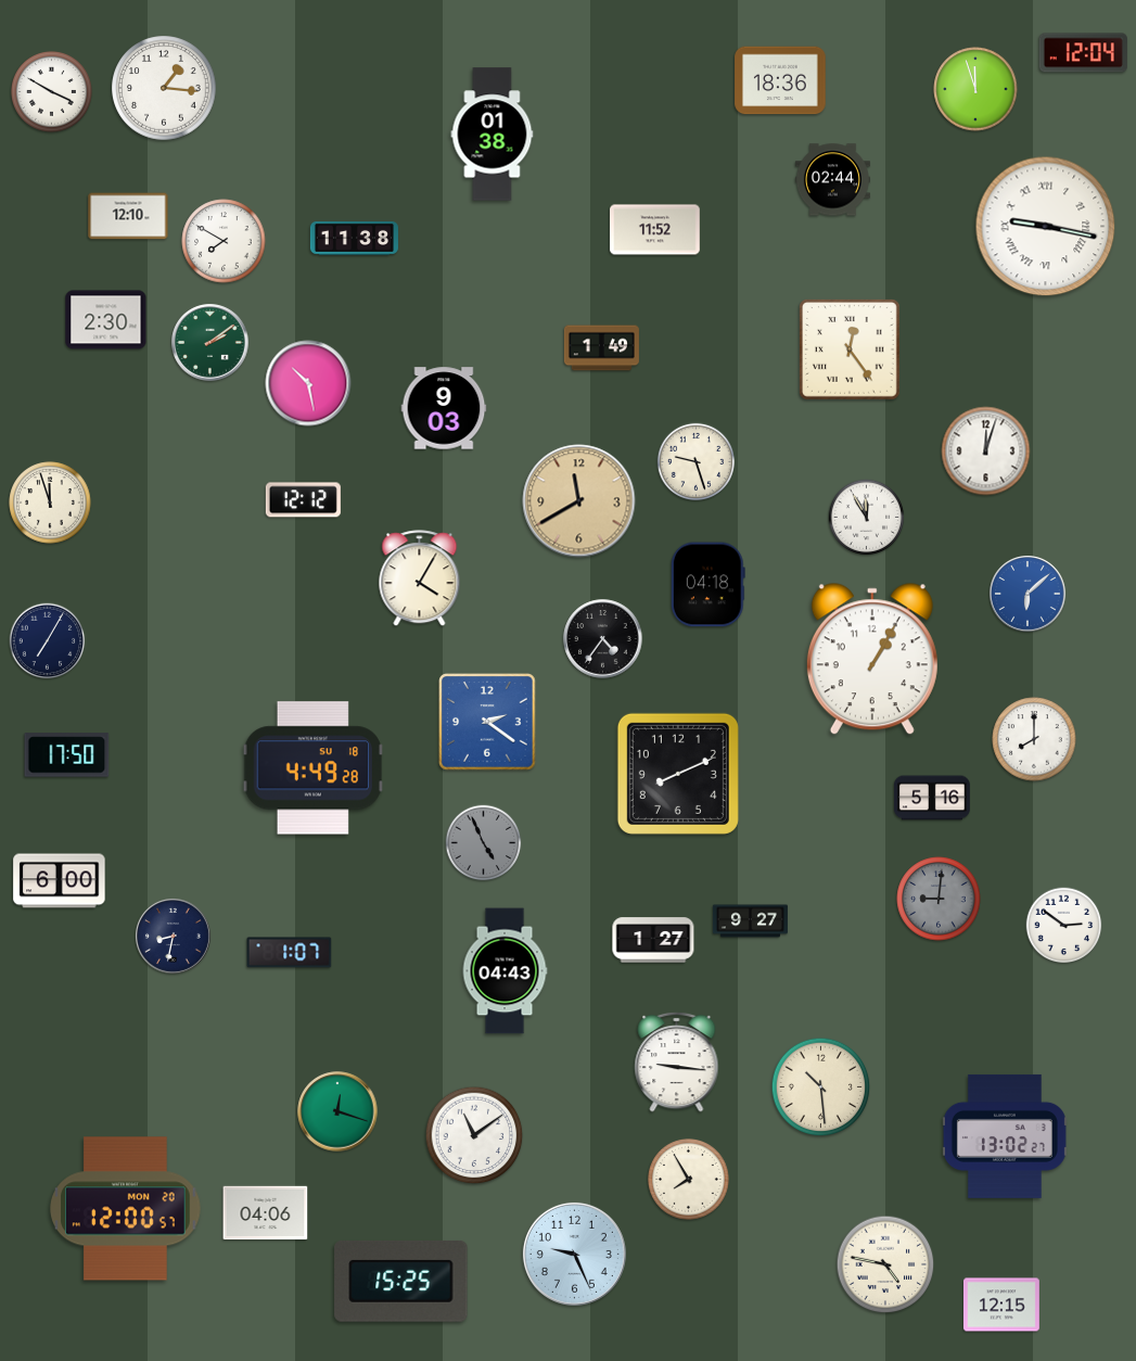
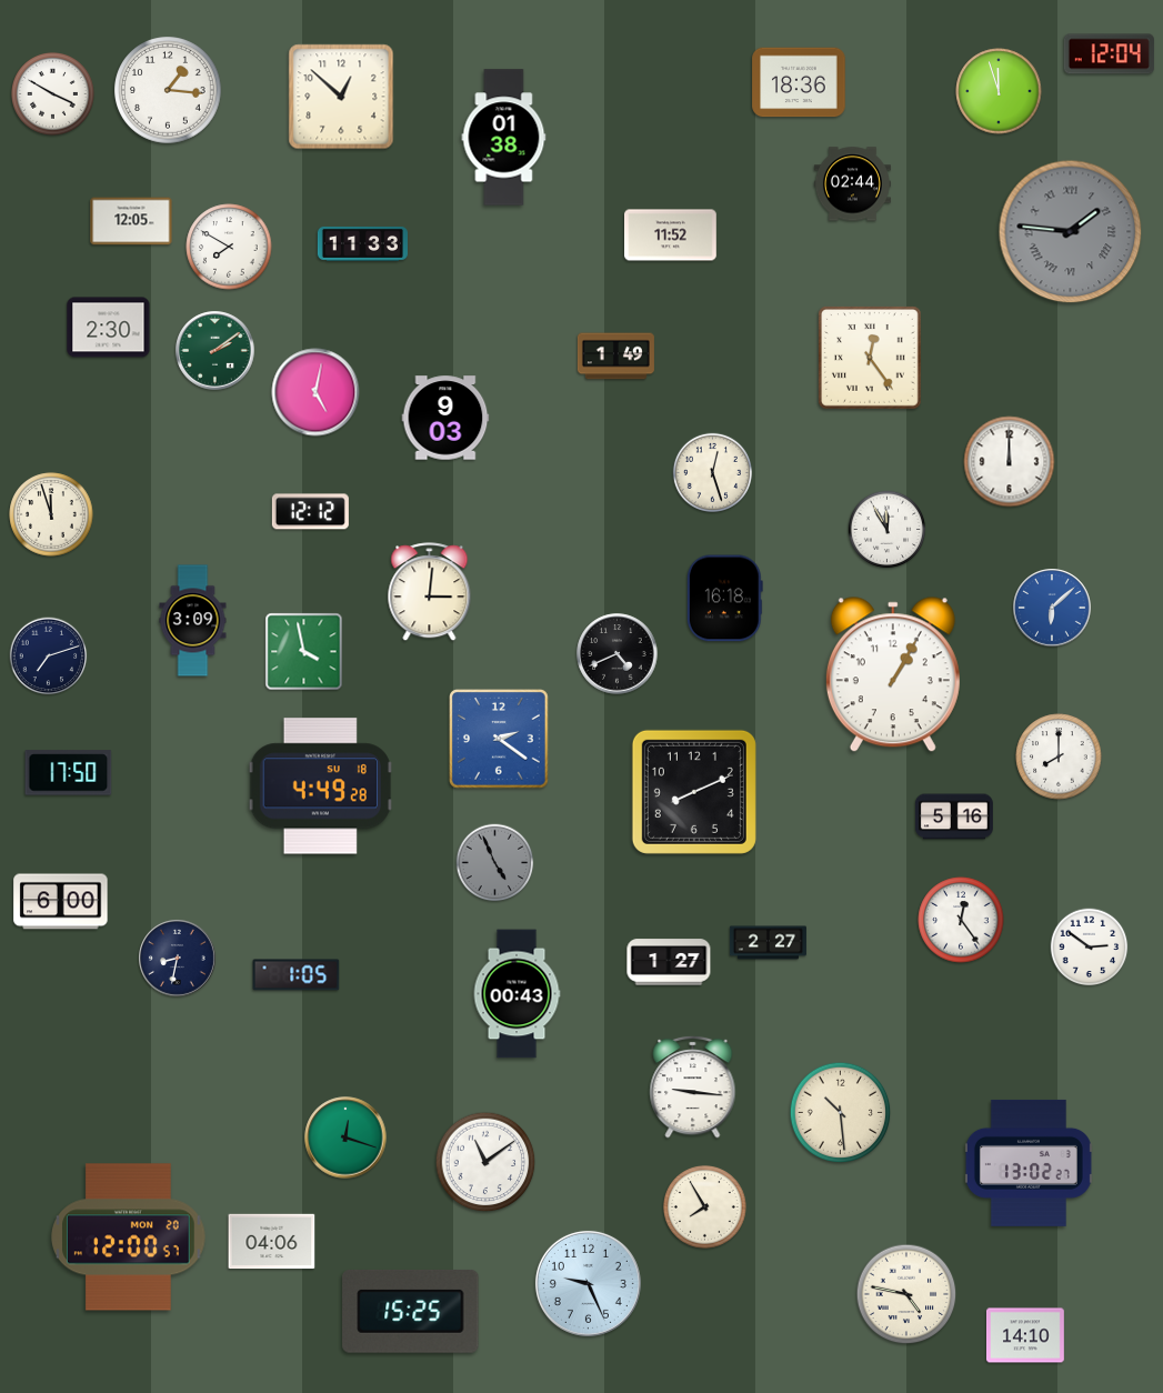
clock at (341, 97): none -> 12:52
clock at (128, 216): 12:10 -> 12:05
clock at (1046, 227): 9:17 -> 1:46
clock at (1046, 227) dial: white -> grey
clock at (354, 238): 11:38 -> 11:33
clock at (308, 383): 10:28 -> 5:02
clock at (444, 408) position: (444, 408) -> (445, 418)
clock at (986, 451): 12:03 -> 12:00
clock at (695, 461): 9:27 -> 12:27
clock at (579, 501): 11:40 -> none
clock at (420, 578): 4:05 -> 3:01
clock at (707, 585): 04:18 -> 16:18
clock at (193, 621): none -> 3:09
clock at (304, 652): none -> 3:58
clock at (603, 639): 4:36 -> 4:41
clock at (48, 641): 7:05 -> 7:12
clock at (939, 899): 9:01 -> 12:24
clock at (939, 899) dial: grey -> white
clock at (750, 921): 9:27 -> 2:27
clock at (290, 953): 1:07 -> 1:05
clock at (505, 971): 04:43 -> 00:43
clock at (1001, 1305): 12:15 -> 14:10
